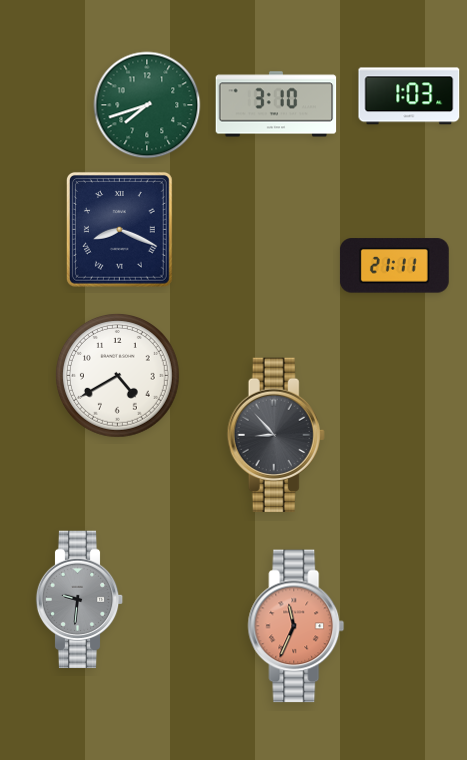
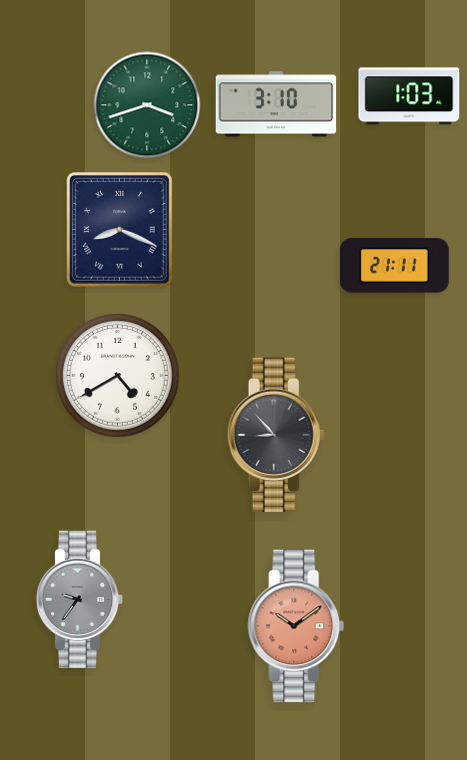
clock at (147, 105): 7:42 -> 3:42
clock at (80, 600): 9:31 -> 9:36
clock at (296, 626): 11:34 -> 10:09
